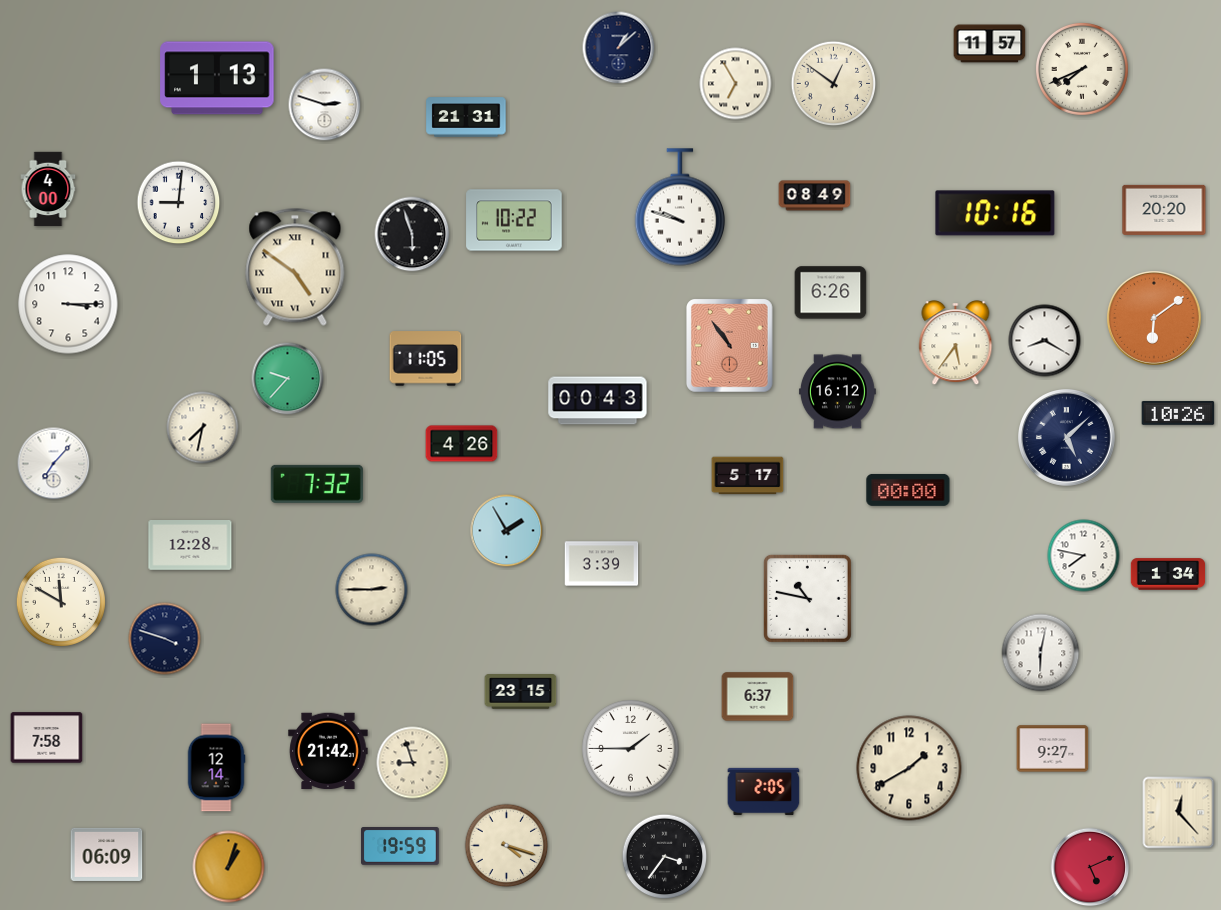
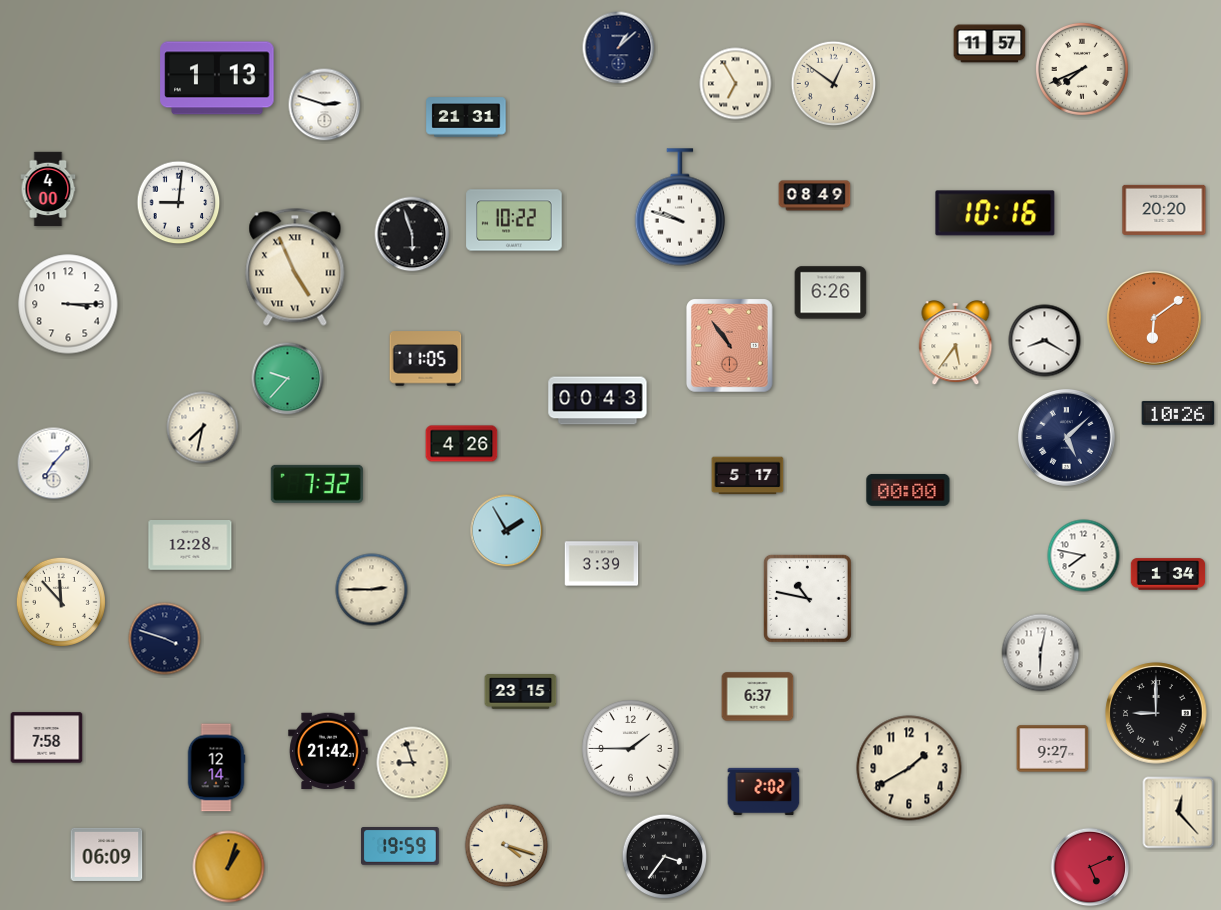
clock at (295, 267): 4:51 -> 4:56
clock at (837, 392): 16:12 -> none
clock at (61, 602): 11:50 -> 11:53
clock at (1156, 713): none -> 9:00
clock at (764, 791): 2:05 -> 2:02
